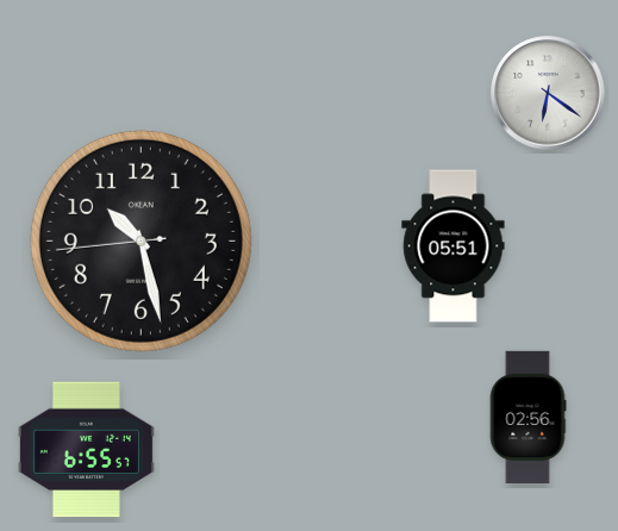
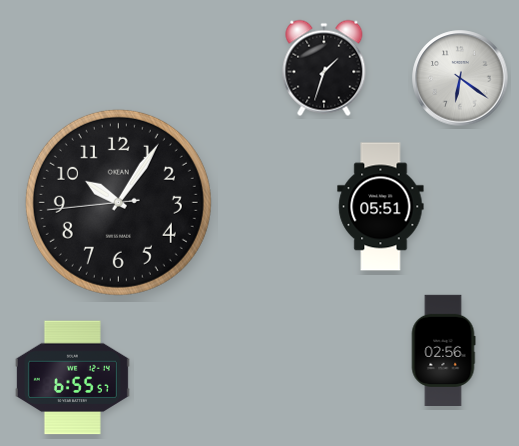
clock at (324, 68): none -> 1:33
clock at (141, 240): 10:27 -> 10:05
